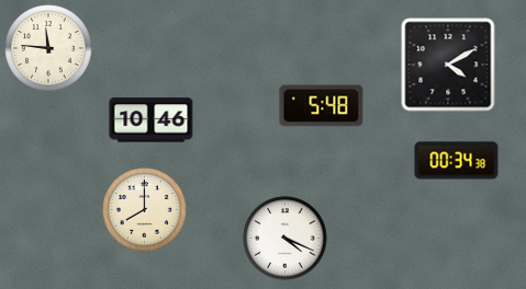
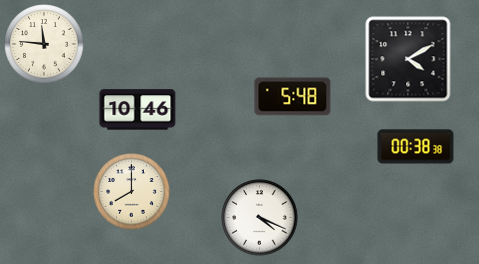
clock at (457, 161): 00:34 -> 00:38
